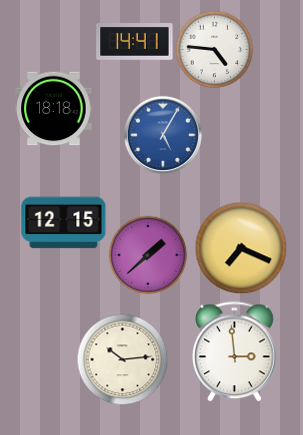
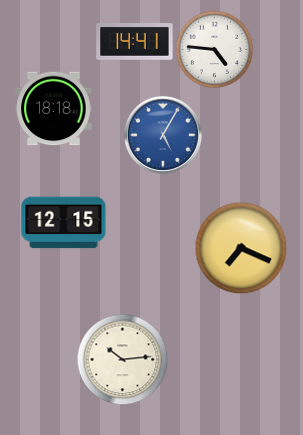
clock at (148, 255): 1:38 -> none
clock at (234, 352): 2:59 -> none
